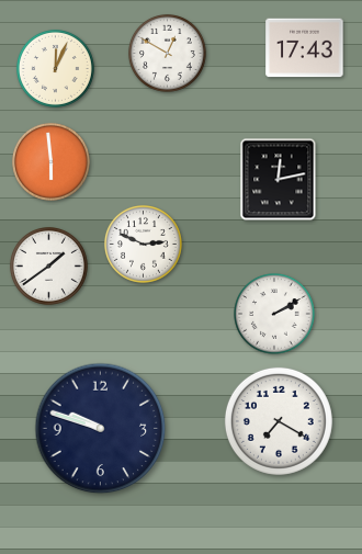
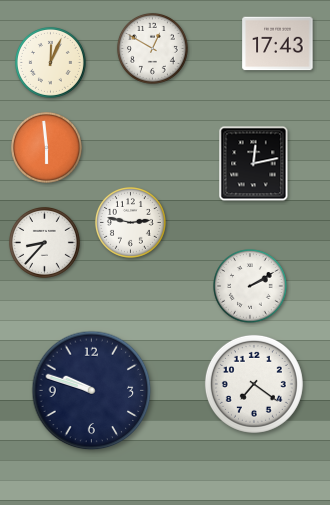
clock at (143, 244): 2:49 -> 2:47
clock at (48, 265): 1:39 -> 8:37
clock at (279, 421): 7:20 -> 7:21
